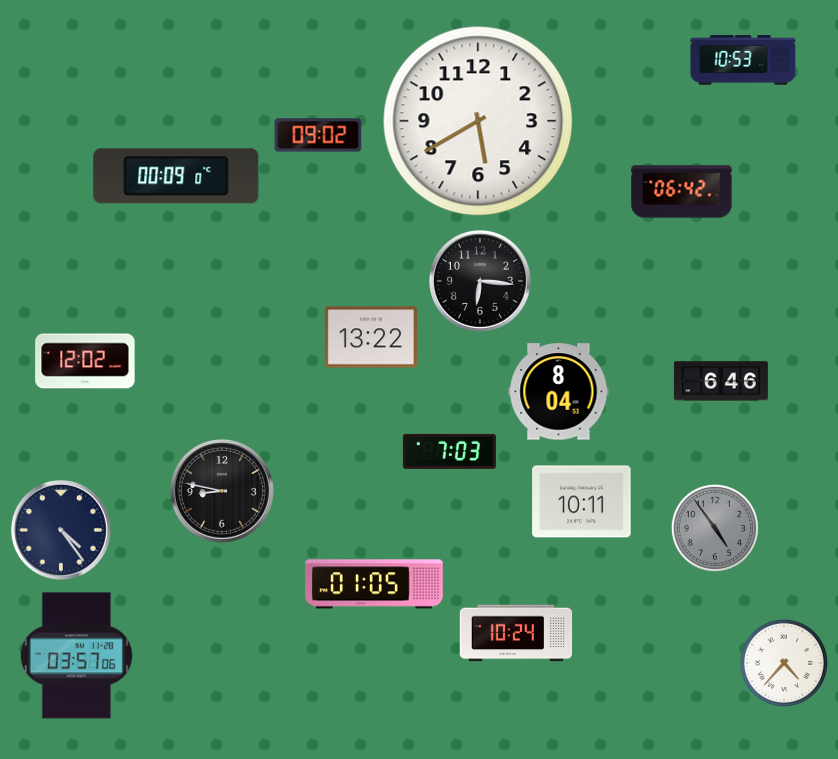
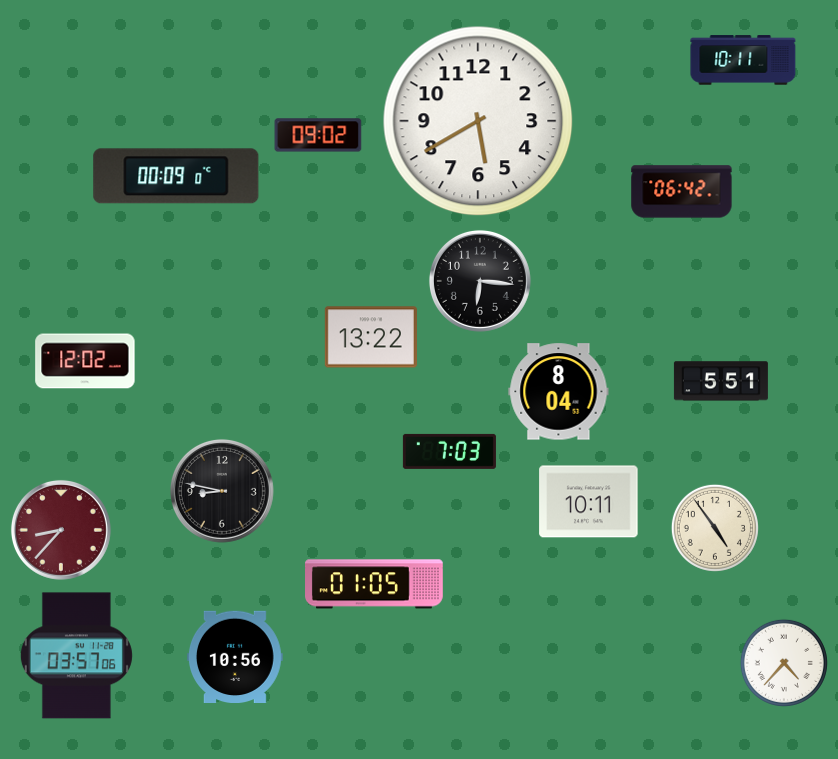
clock at (743, 60): 10:53 -> 10:11
clock at (721, 381): 6:46 -> 5:51
clock at (582, 502) position: (582, 502) -> (589, 502)
clock at (715, 528) dial: grey -> cream
clock at (61, 530): 4:24 -> 8:37
clock at (61, 530) dial: navy -> burgundy
clock at (516, 633): 10:24 -> none
clock at (236, 656): none -> 10:56
